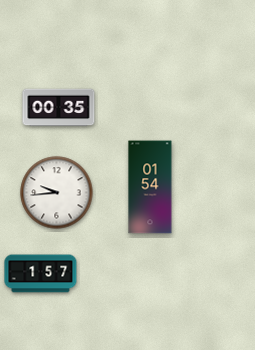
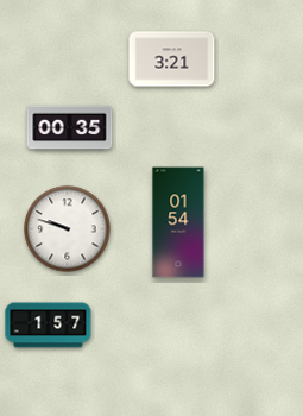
clock at (172, 59): none -> 3:21
clock at (57, 193): 9:44 -> 9:48
